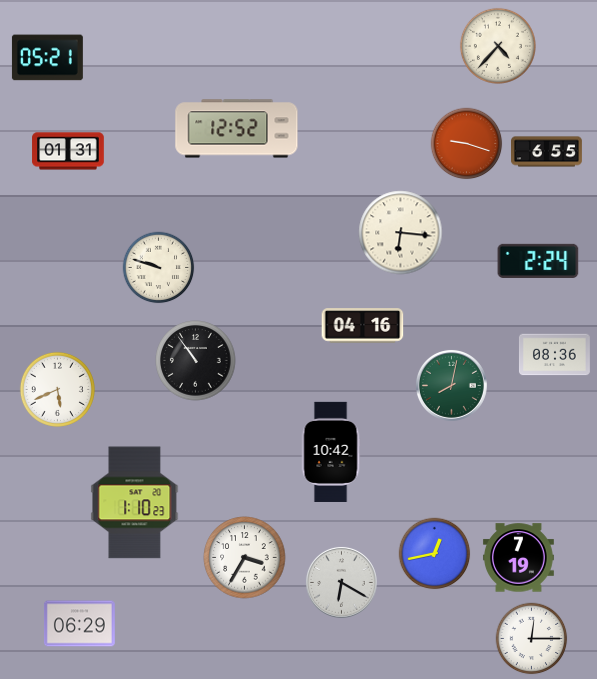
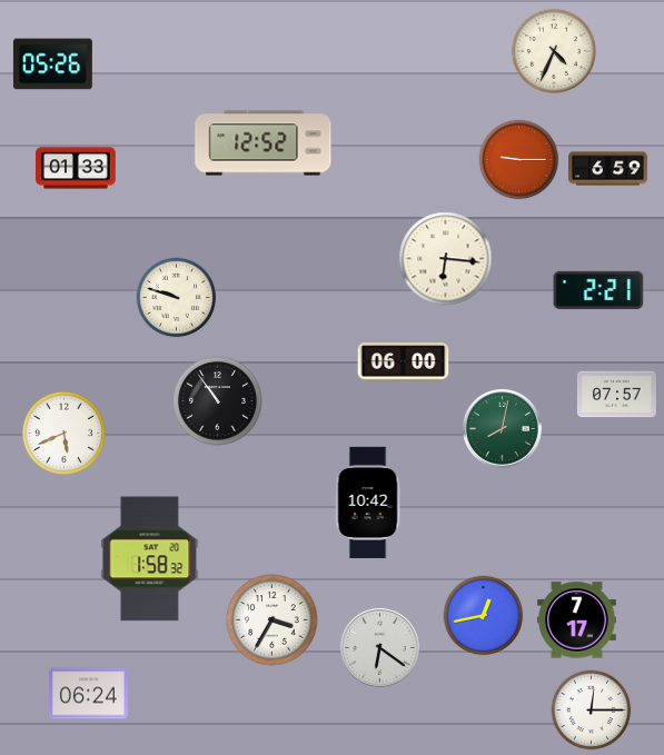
clock at (498, 46): 4:37 -> 4:34
clock at (47, 58): 05:21 -> 05:26
clock at (467, 144): 9:18 -> 9:15
clock at (68, 151): 01:31 -> 01:33
clock at (547, 152): 6:55 -> 6:59
clock at (538, 261): 2:24 -> 2:21
clock at (363, 326): 04:16 -> 06:00
clock at (554, 355): 08:36 -> 07:57
clock at (135, 503): 1:10 -> 1:58
clock at (518, 558): 7:19 -> 7:17
clock at (341, 582): 6:20 -> 6:21
clock at (79, 624): 06:29 -> 06:24
